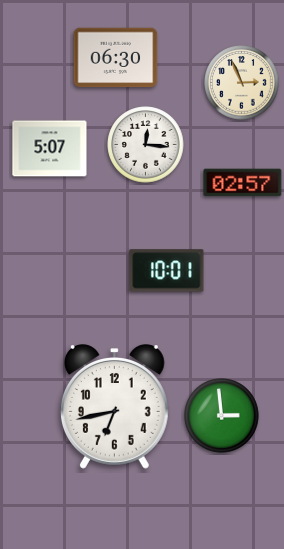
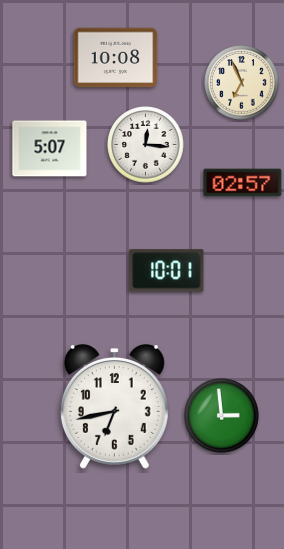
clock at (116, 58): 06:30 -> 10:08
clock at (242, 83): 2:56 -> 6:56
